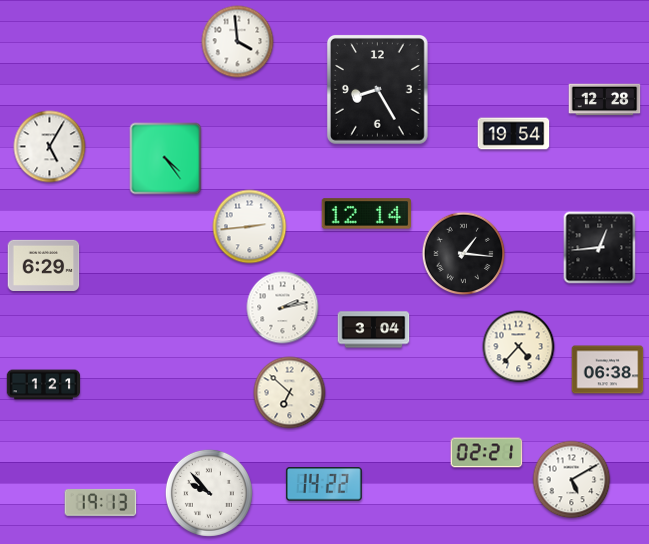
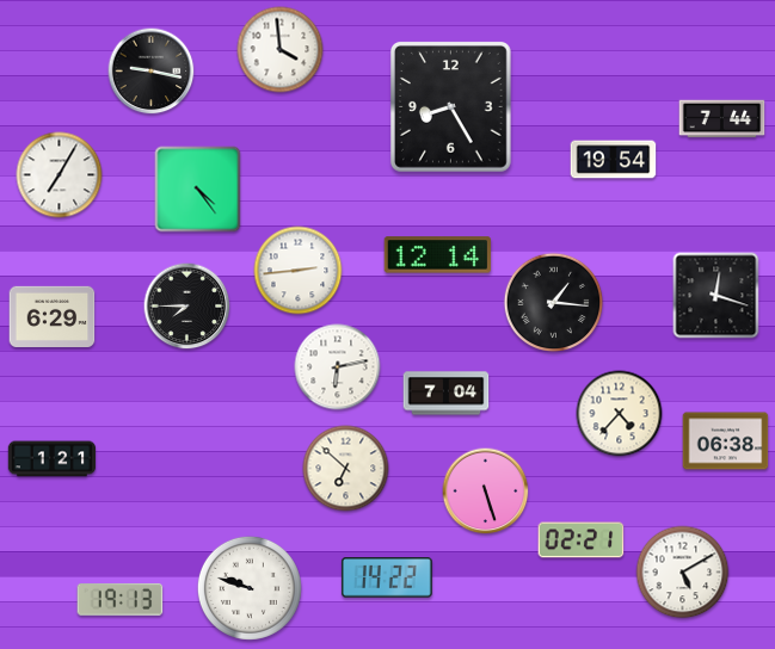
clock at (238, 42) position: (238, 42) -> (281, 50)
clock at (152, 72): none -> 9:17
clock at (605, 100): 12:28 -> 7:44
clock at (50, 147): 5:05 -> 7:05
clock at (600, 248): 12:44 -> 12:18
clock at (187, 307): none -> 7:45
clock at (283, 308): 2:13 -> 6:13
clock at (374, 330): 3:04 -> 7:04
clock at (486, 492): none -> 5:27
clock at (209, 493): 9:53 -> 9:48
